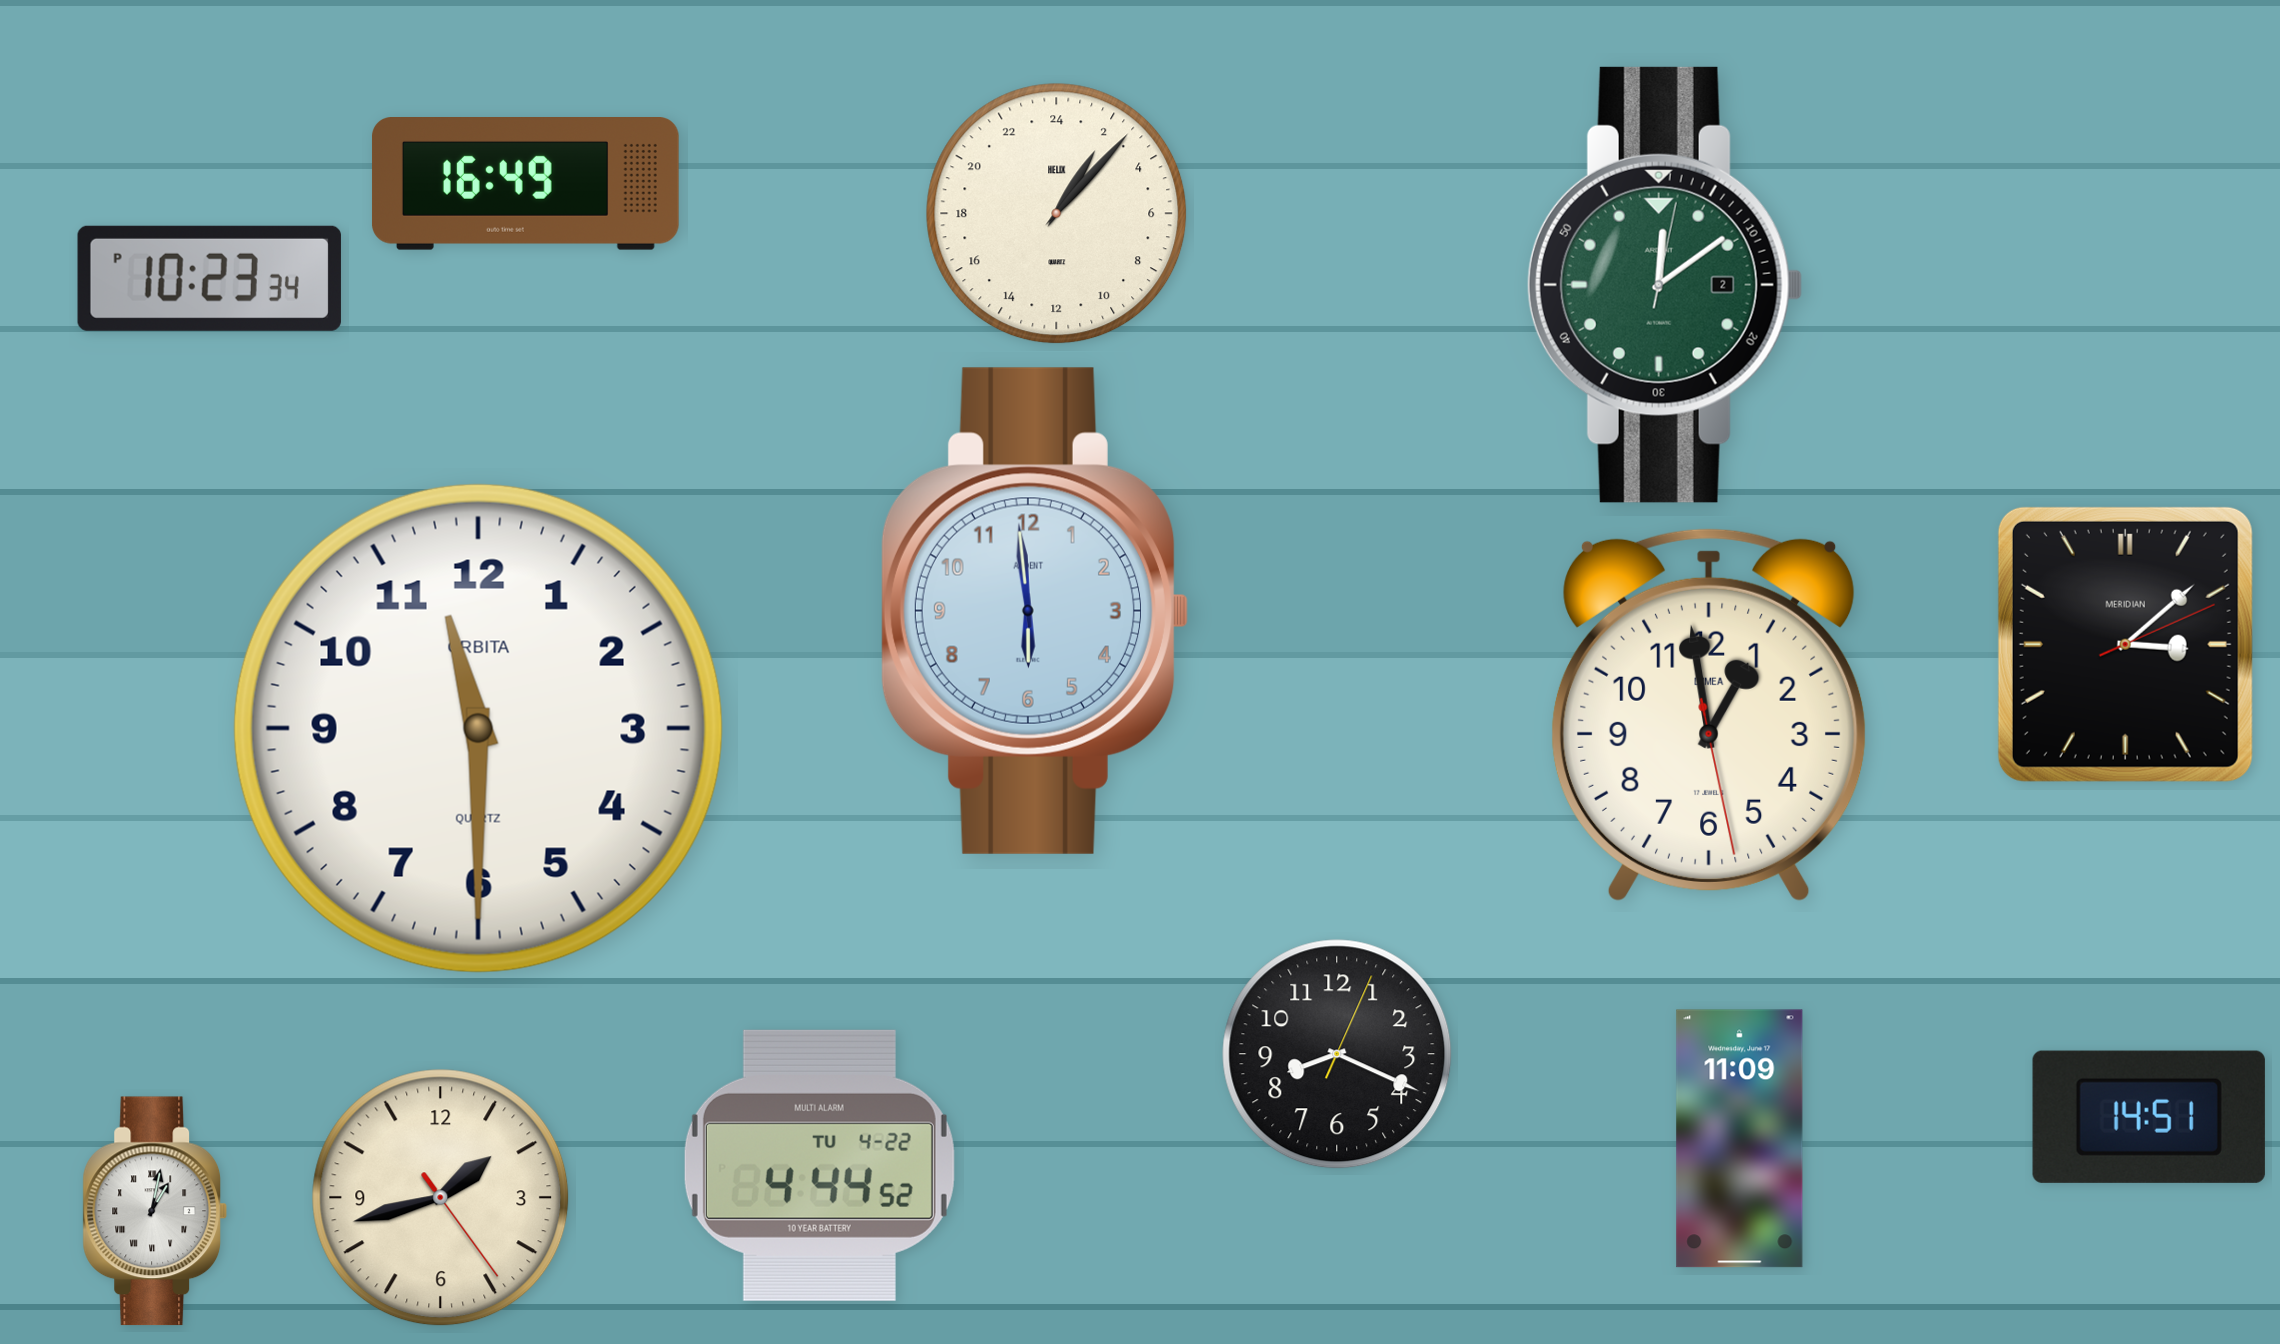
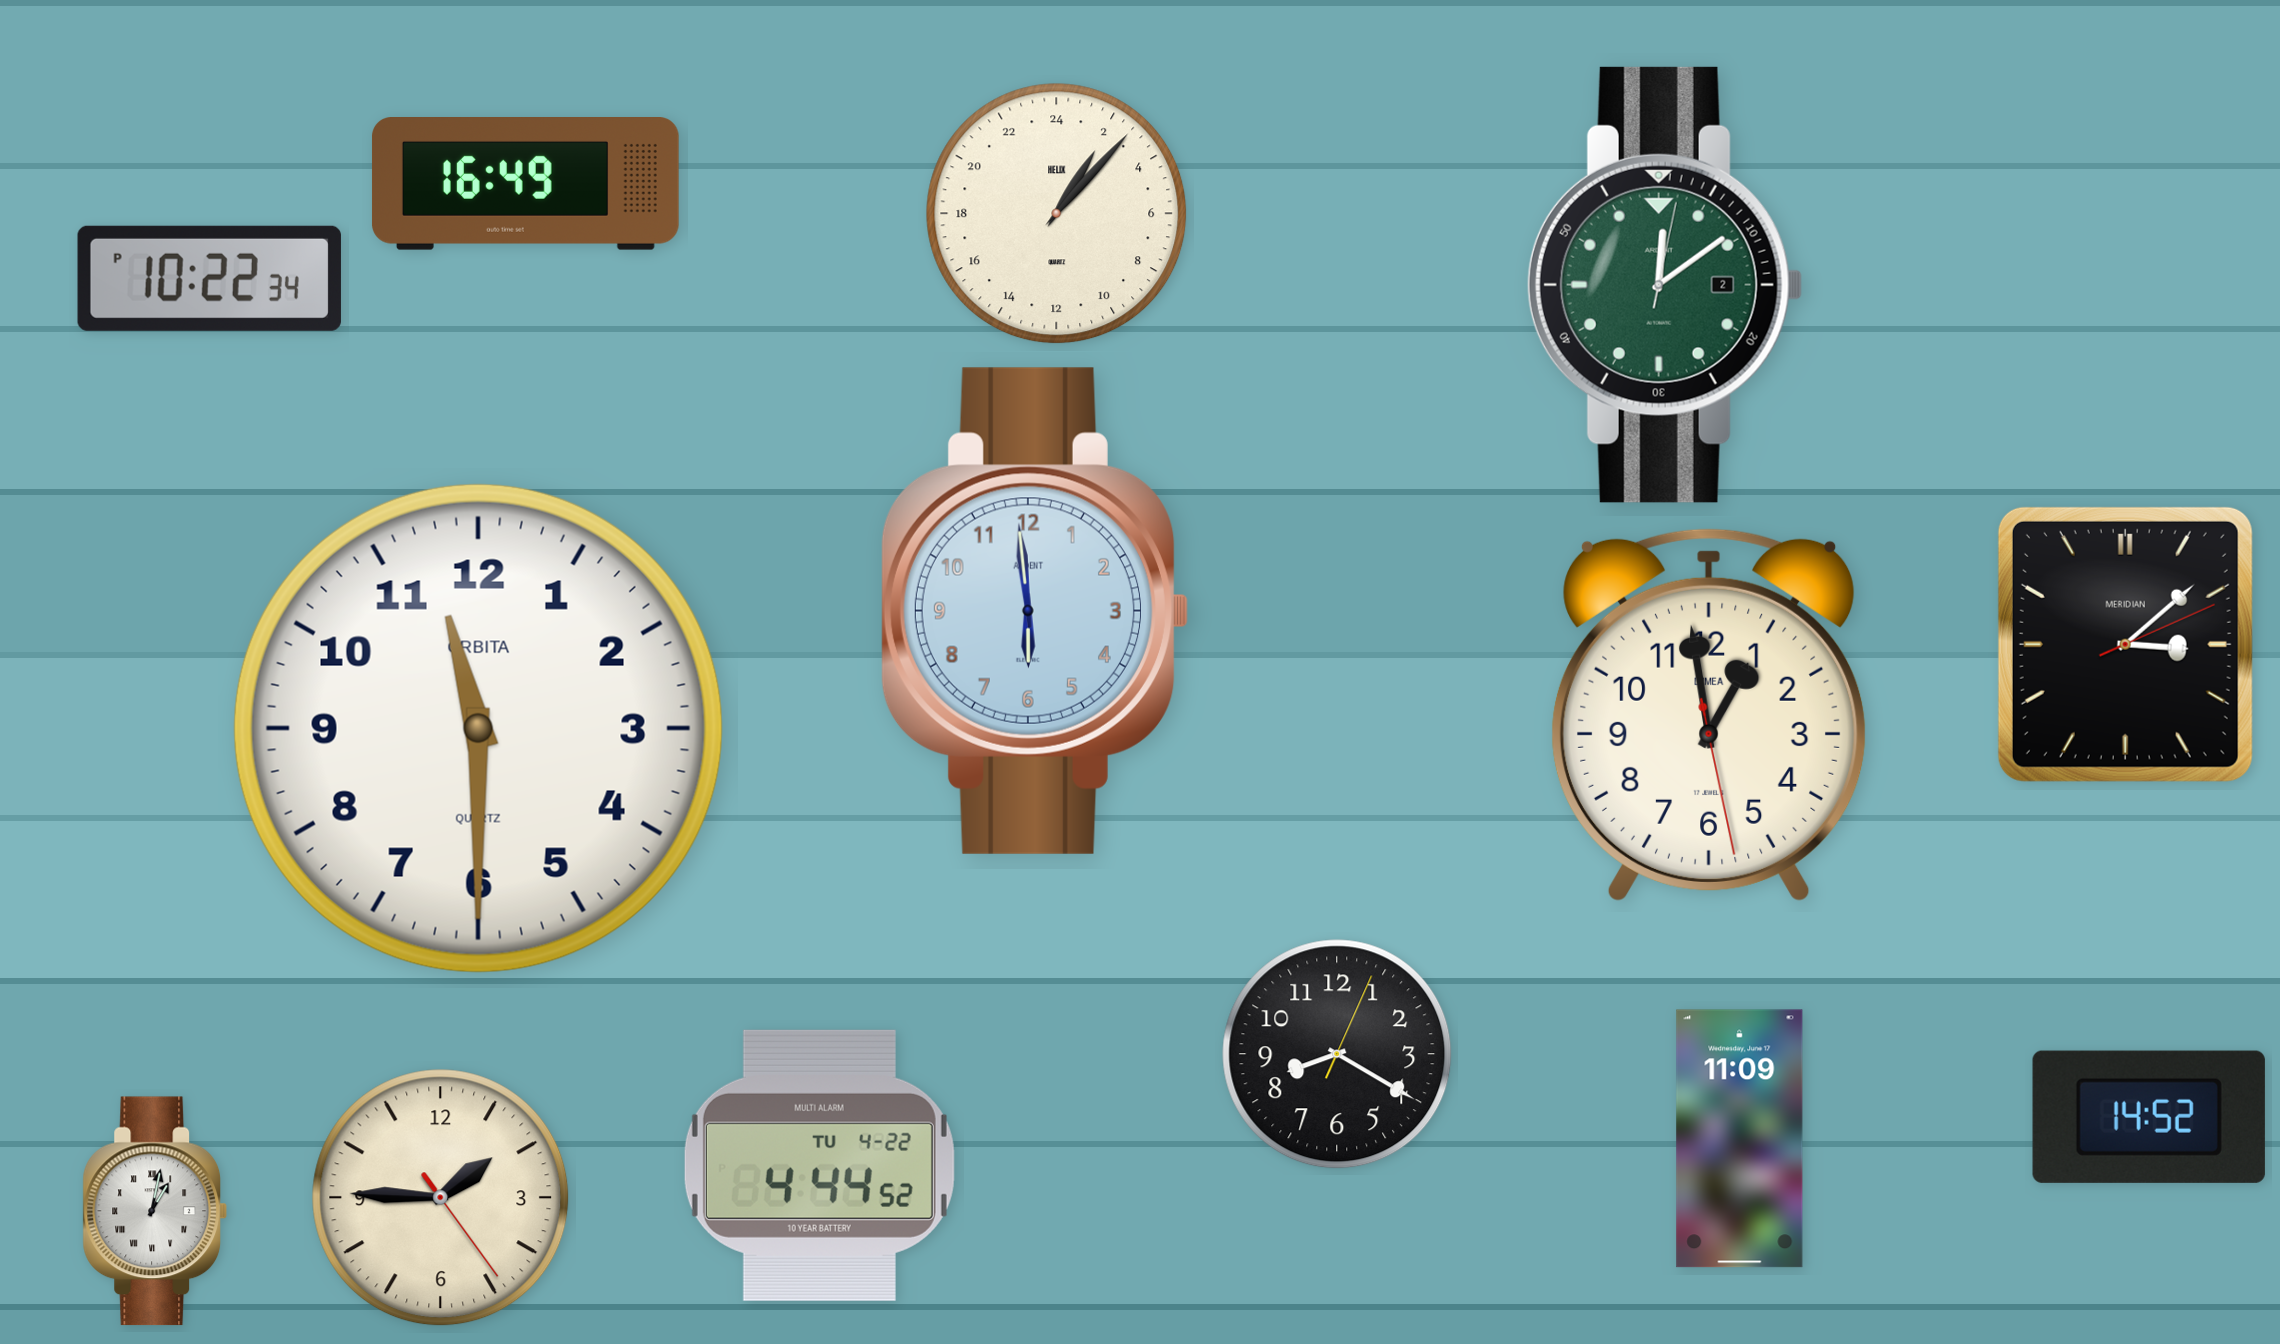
clock at (209, 278): 10:23 -> 10:22
clock at (1337, 1054): 8:19 -> 8:20
clock at (2149, 1117): 14:51 -> 14:52
clock at (441, 1198): 1:42 -> 1:45
